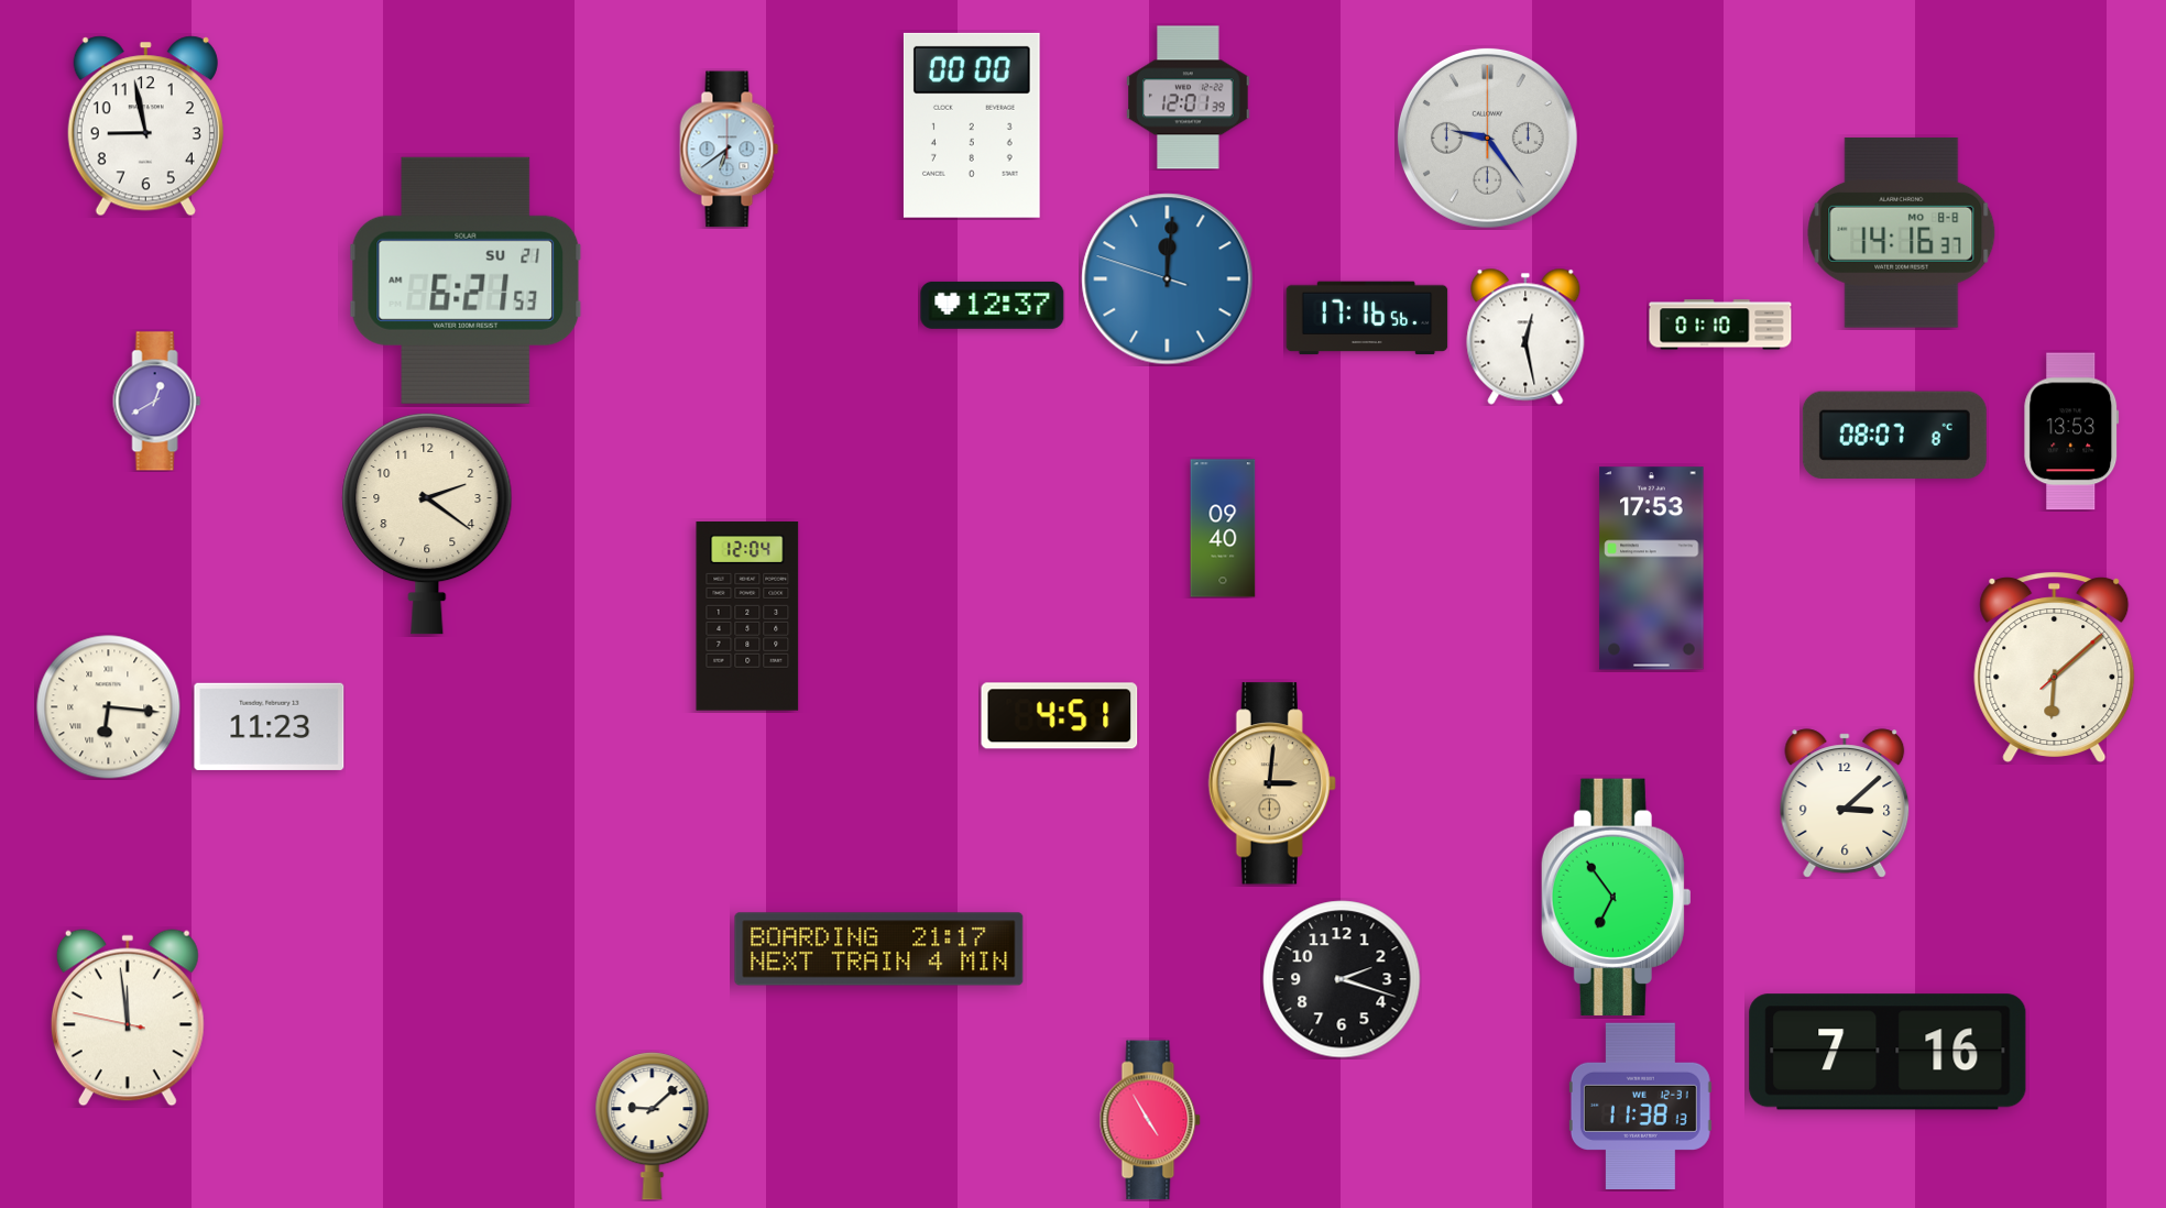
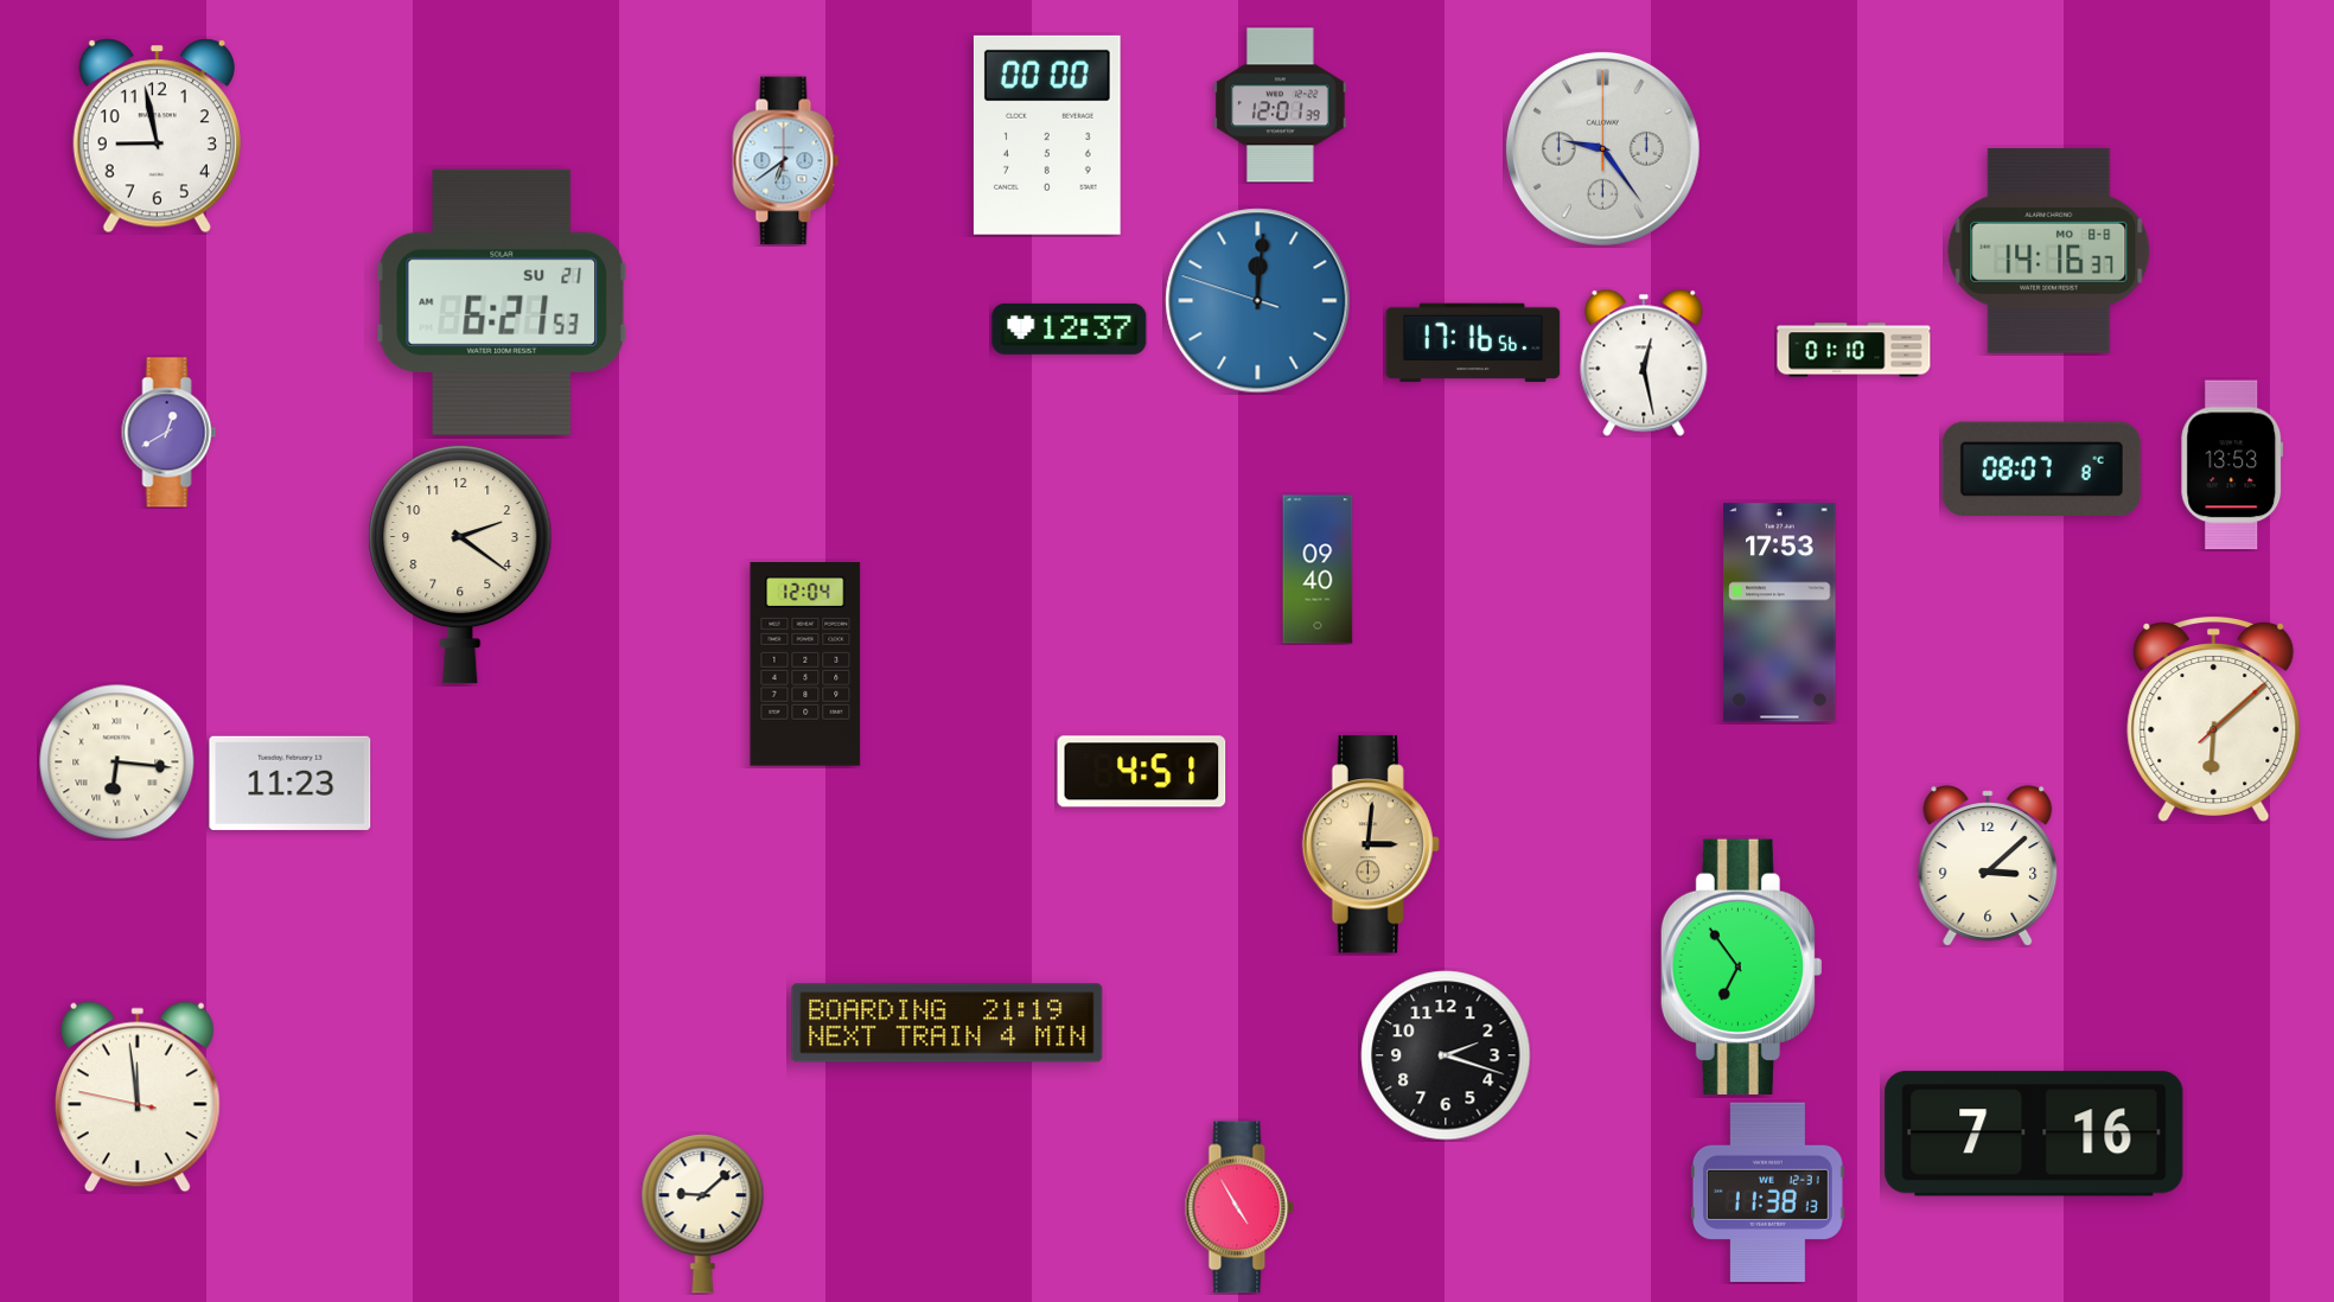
clock at (879, 949): 21:17 -> 21:19
